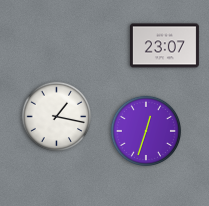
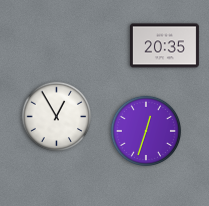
clock at (164, 46): 23:07 -> 20:35
clock at (57, 117): 1:17 -> 12:55
